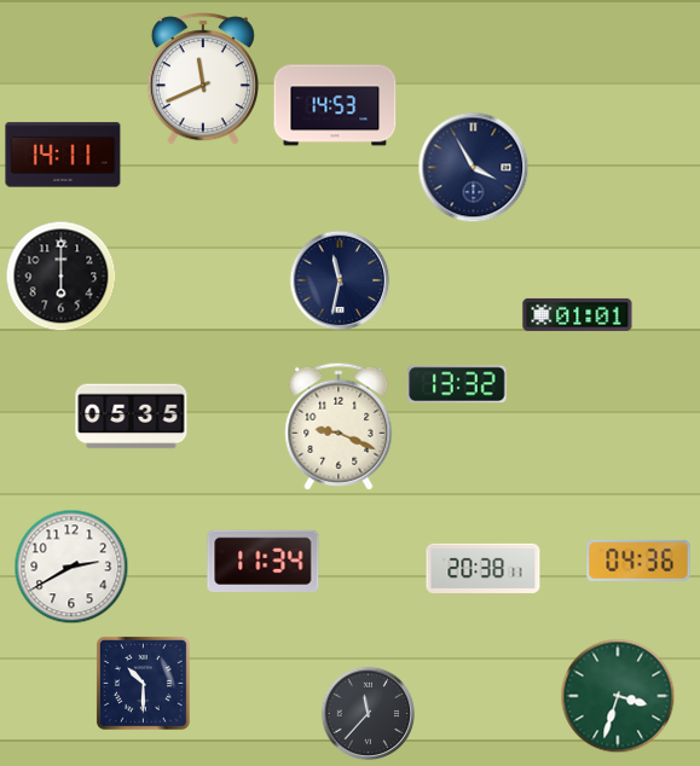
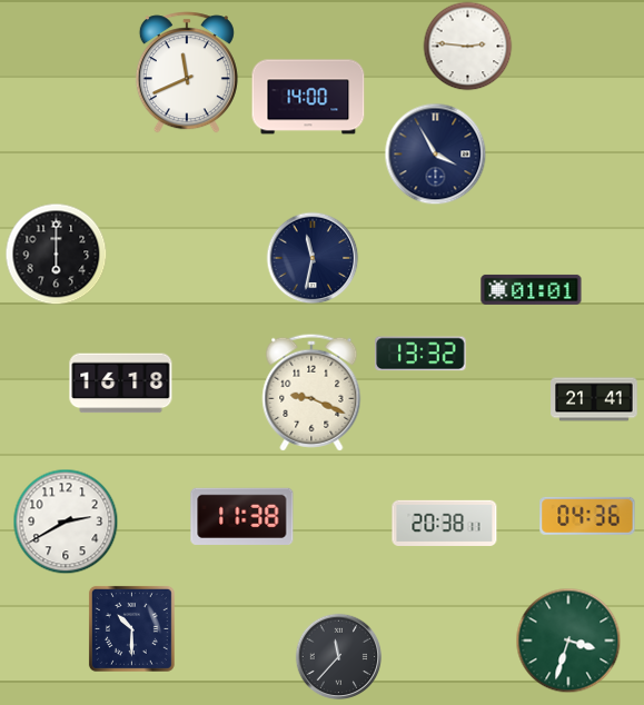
clock at (467, 46): none -> 2:46
clock at (335, 105): 14:53 -> 14:00
clock at (63, 155): 14:11 -> none
clock at (132, 417): 05:35 -> 16:18
clock at (594, 399): none -> 21:41
clock at (264, 561): 11:34 -> 11:38
